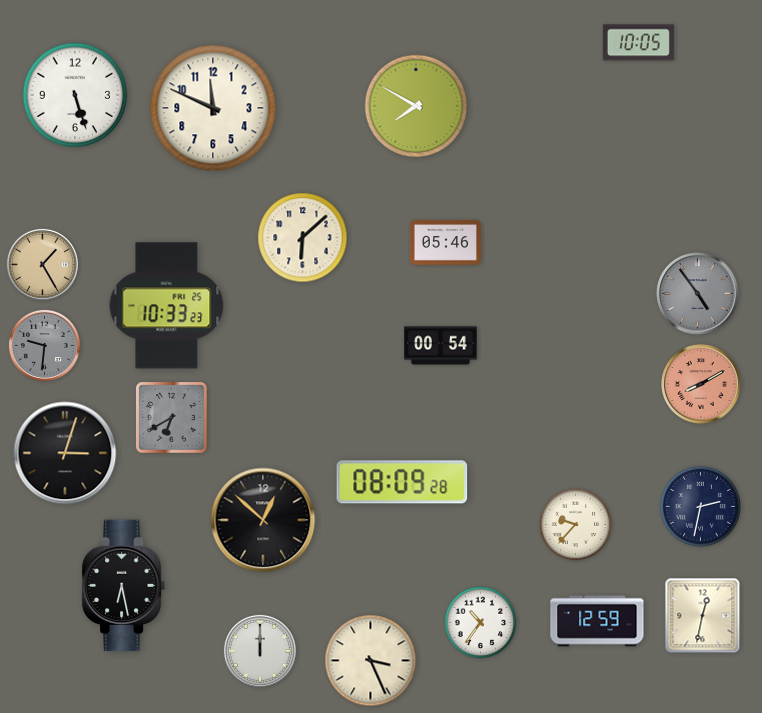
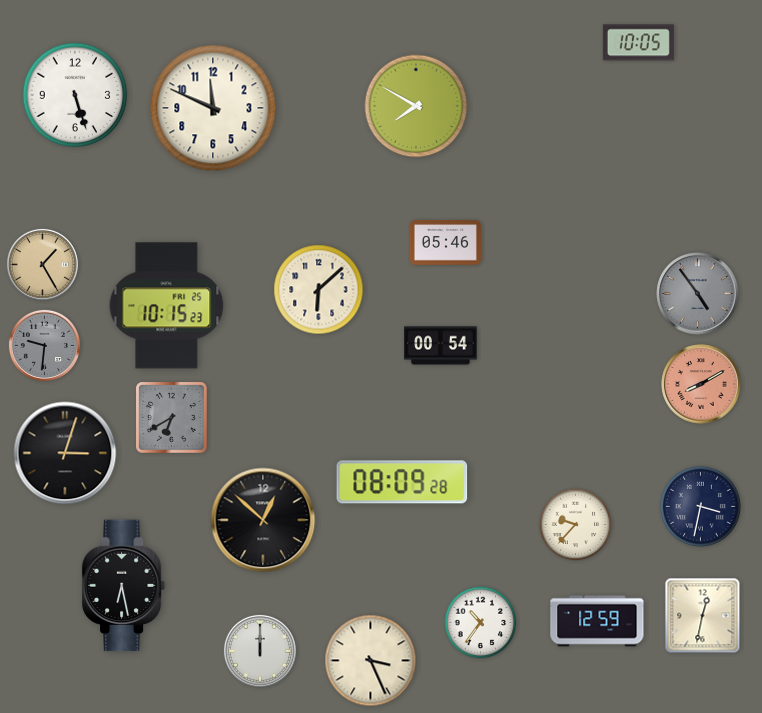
clock at (303, 238) position: (303, 238) -> (319, 290)
clock at (167, 306): 10:33 -> 10:15
clock at (700, 506): 2:32 -> 3:32
